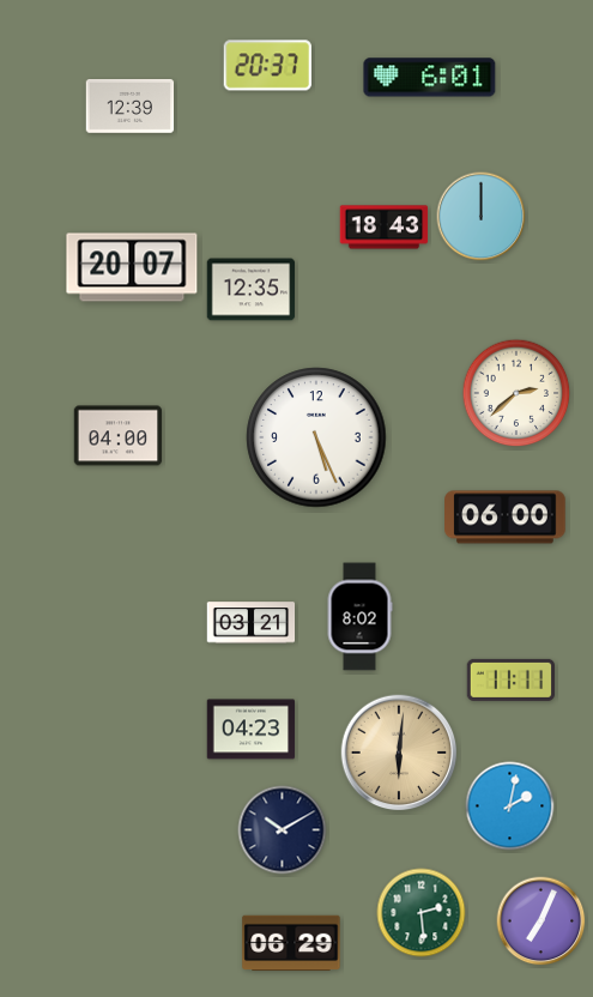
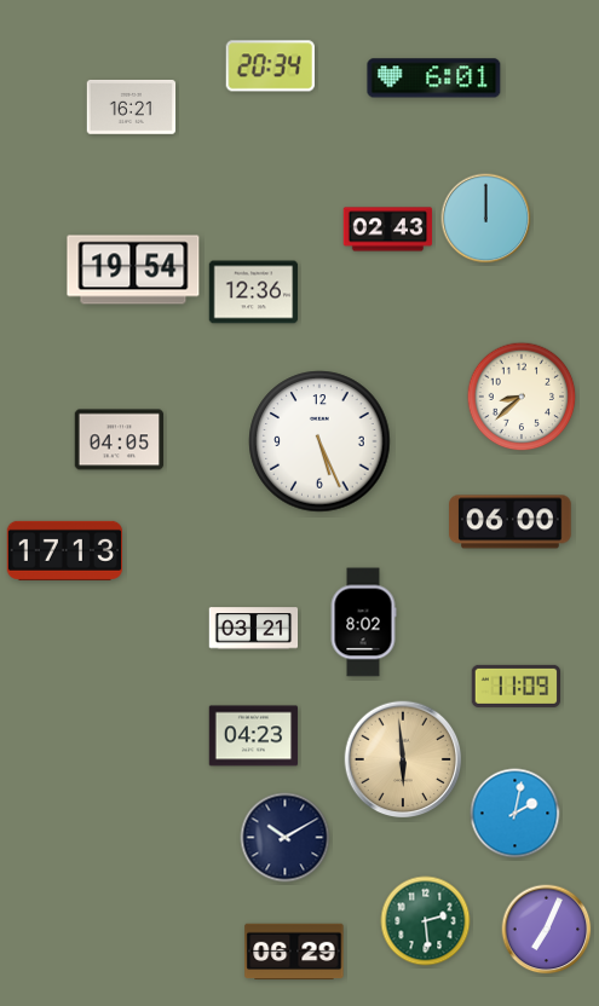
clock at (267, 66): 20:37 -> 20:34
clock at (131, 107): 12:39 -> 16:21
clock at (385, 228): 18:43 -> 02:43
clock at (132, 267): 20:07 -> 19:54
clock at (252, 290): 12:35 -> 12:36
clock at (516, 393): 2:38 -> 8:38
clock at (119, 436): 04:00 -> 04:05
clock at (64, 550): none -> 17:13
clock at (512, 679): 11:11 -> 11:09
clock at (399, 753): 6:01 -> 5:59
